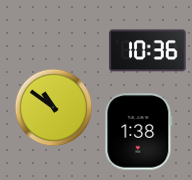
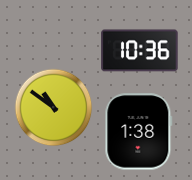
clock at (148, 51) position: (148, 51) -> (140, 51)
